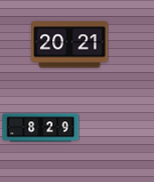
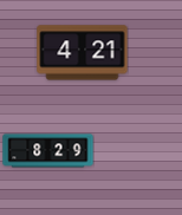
clock at (70, 45): 20:21 -> 4:21
